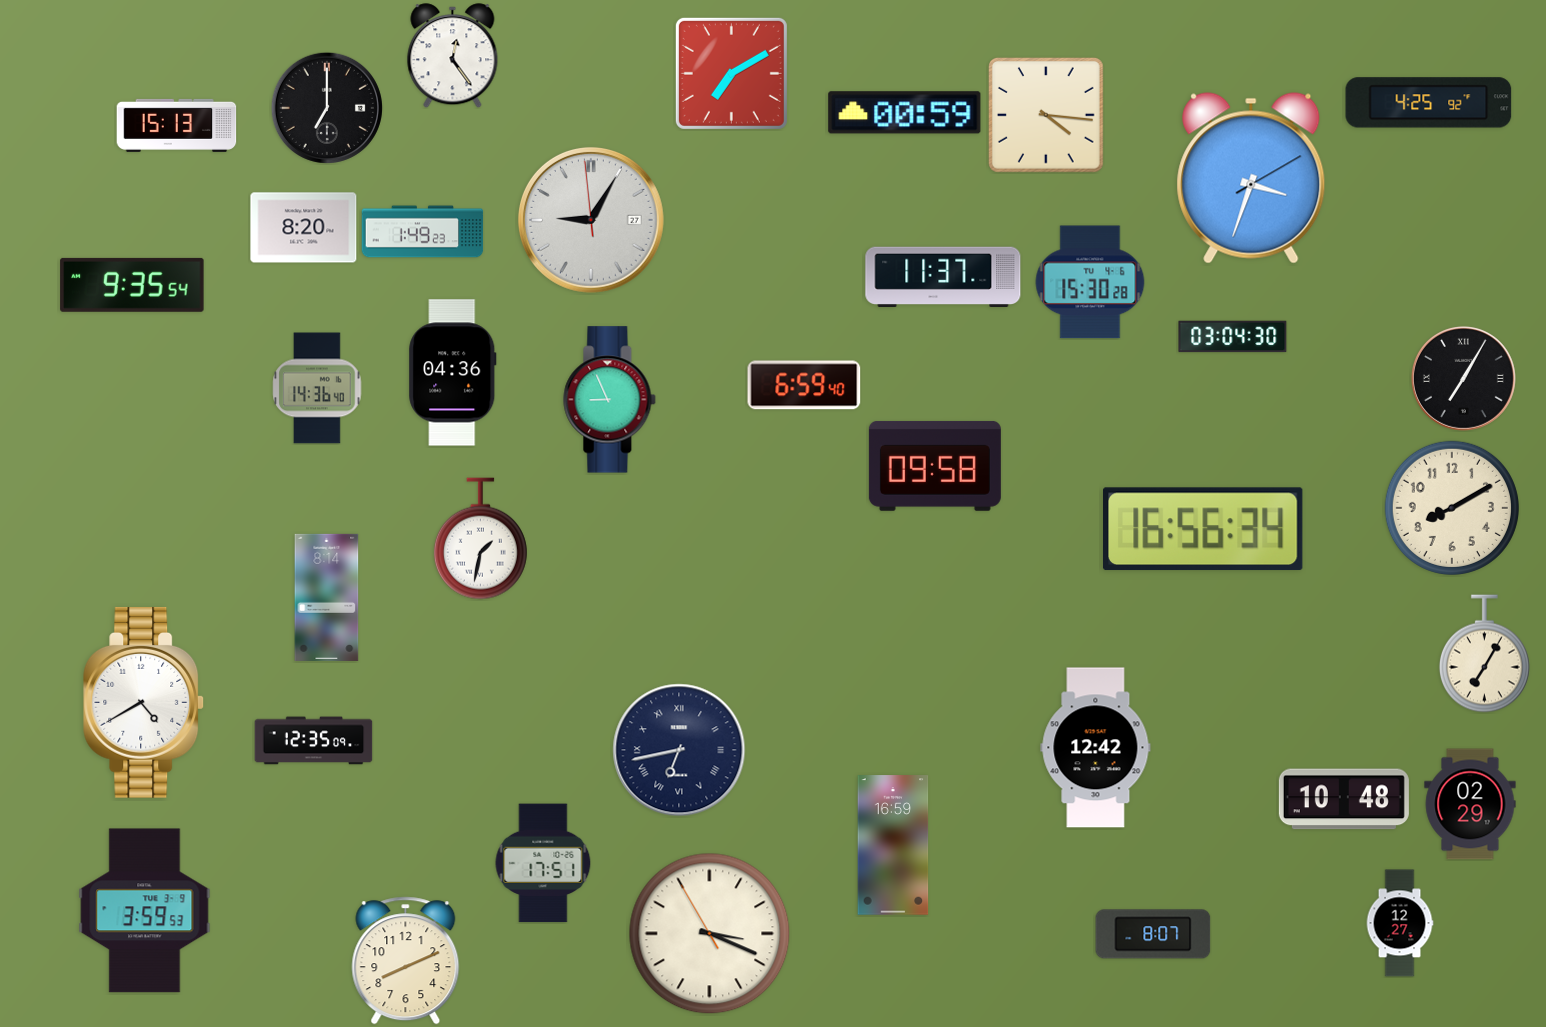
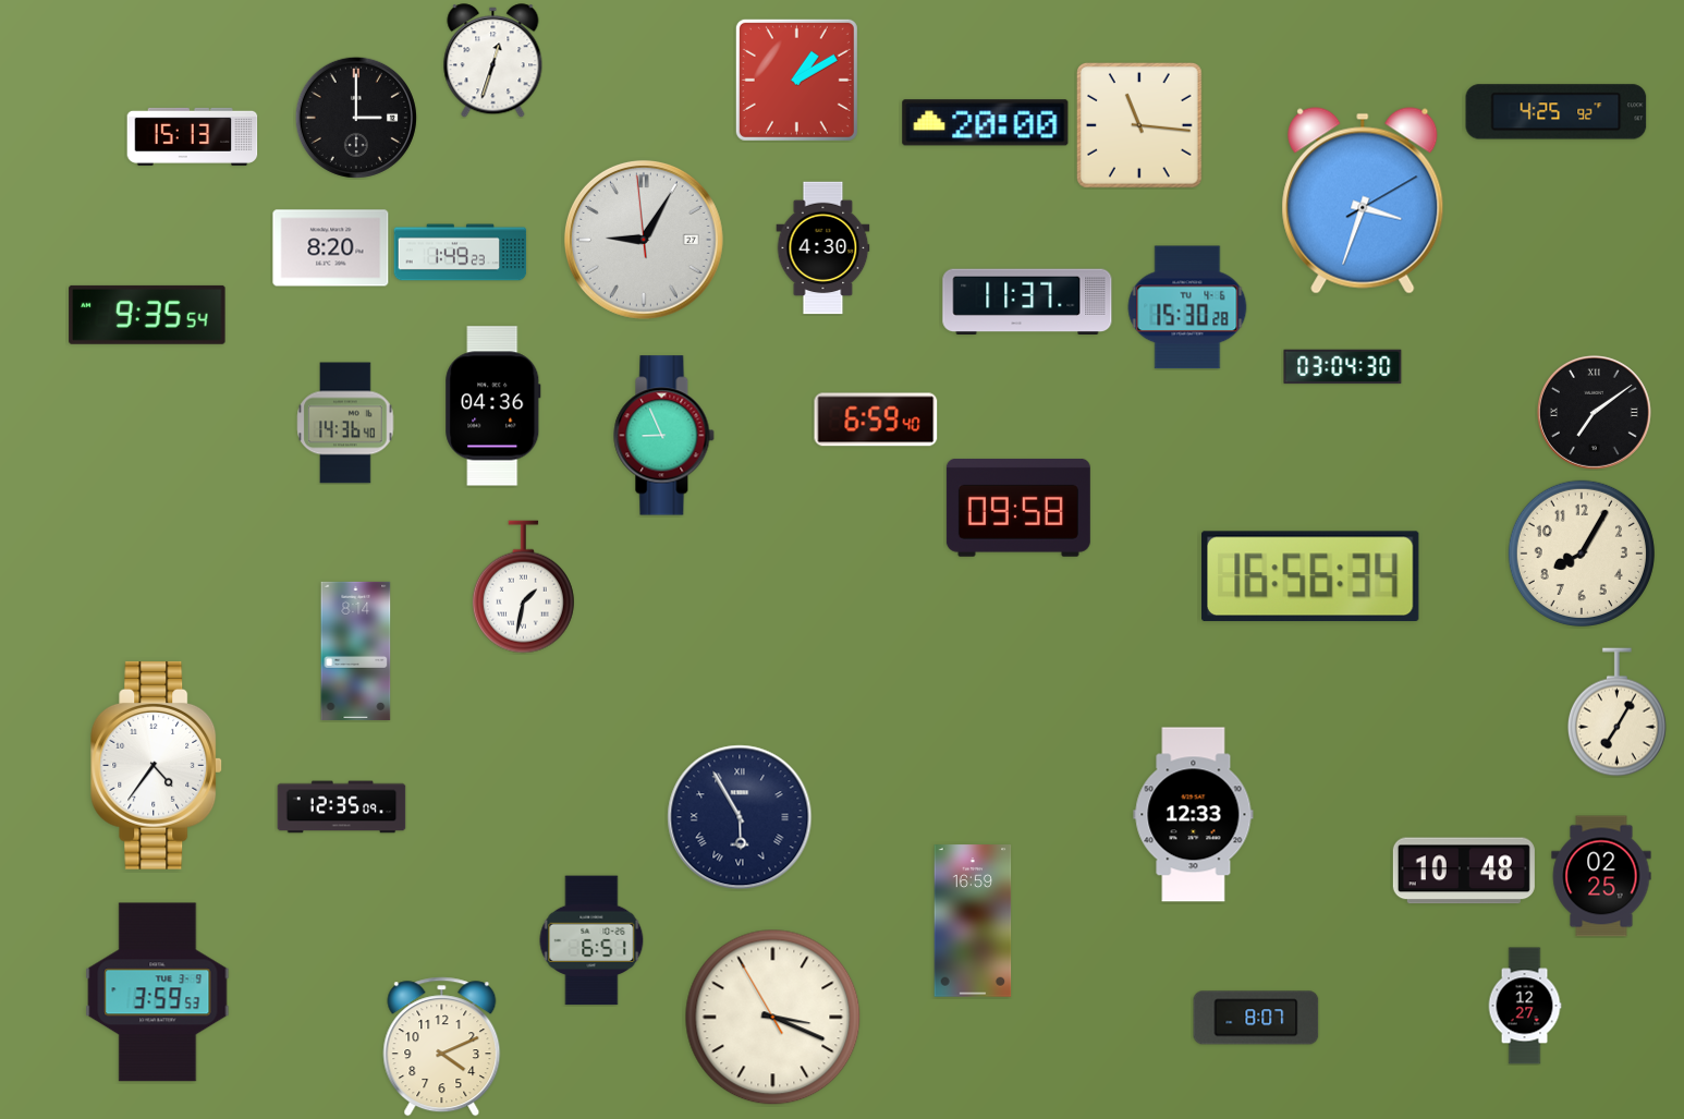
clock at (453, 56): 12:24 -> 12:33
clock at (731, 73): 7:10 -> 1:10
clock at (327, 108): 7:00 -> 3:00
clock at (905, 113): 00:59 -> 20:00
clock at (1047, 116): 4:16 -> 11:16
clock at (1251, 178) position: (1251, 178) -> (1363, 200)
clock at (823, 248): none -> 4:30
clock at (132, 285) position: (132, 285) -> (147, 315)
clock at (1463, 378): 7:05 -> 7:09
clock at (1452, 508): 8:10 -> 8:05
clock at (144, 702): 4:40 -> 4:36
clock at (1096, 748): 12:42 -> 12:33
clock at (679, 750): 6:43 -> 5:55
clock at (1470, 804): 02:29 -> 02:25
clock at (543, 863): 17:51 -> 6:51
clock at (406, 961): 8:11 -> 4:11
